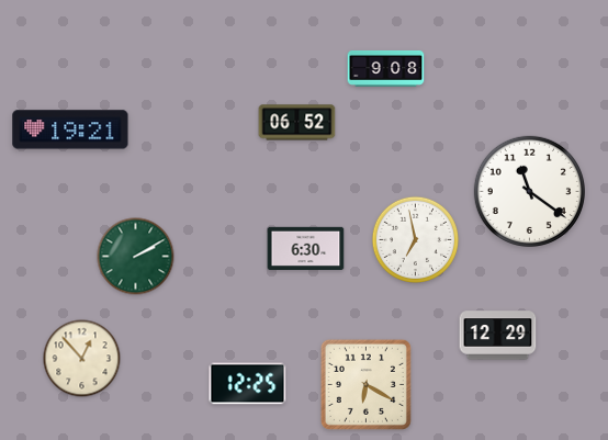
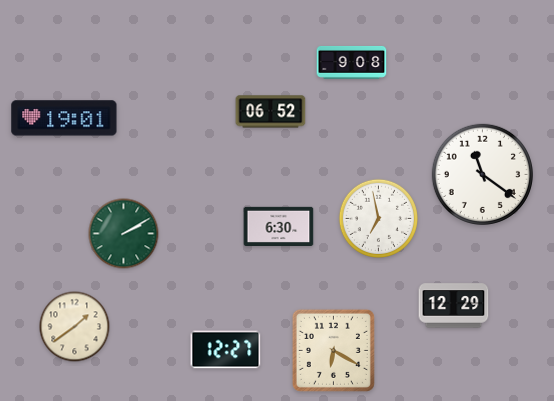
clock at (70, 129): 19:21 -> 19:01
clock at (82, 359): 12:53 -> 1:39
clock at (248, 384): 12:25 -> 12:27
